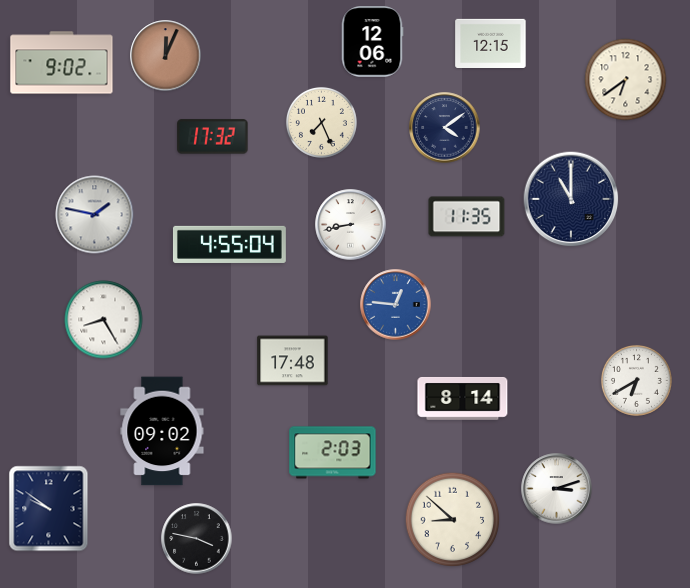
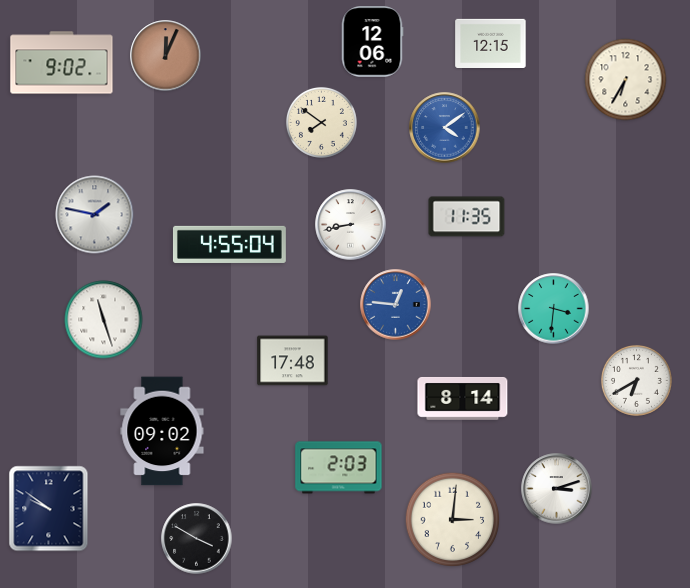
clock at (626, 80): 6:39 -> 6:35
clock at (321, 122): 7:26 -> 7:51
clock at (445, 128) dial: navy -> blue
clock at (213, 137): 17:32 -> none
clock at (571, 199): 11:00 -> none
clock at (554, 309): none -> 3:31
clock at (104, 320): 8:25 -> 11:27
clock at (333, 453) position: (333, 453) -> (339, 468)
clock at (453, 520): 8:52 -> 3:01
clock at (197, 539): 3:47 -> 3:50
